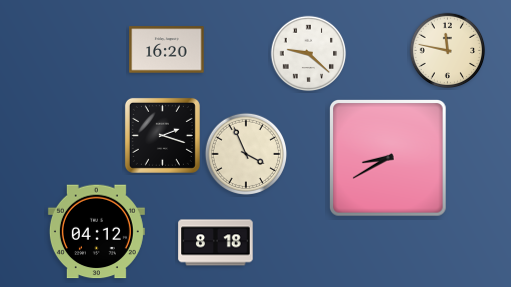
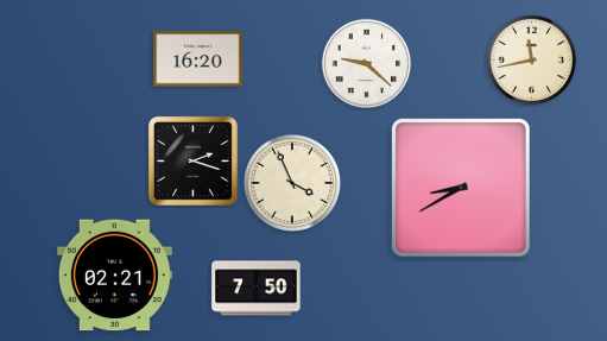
clock at (448, 51): 11:47 -> 11:43
clock at (96, 232): 04:12 -> 02:21
clock at (216, 243): 8:18 -> 7:50
